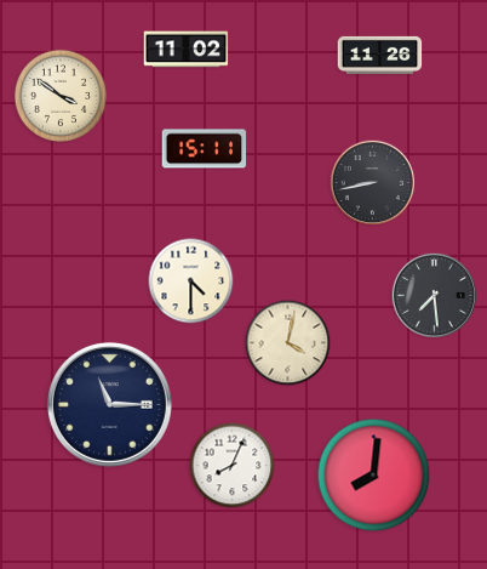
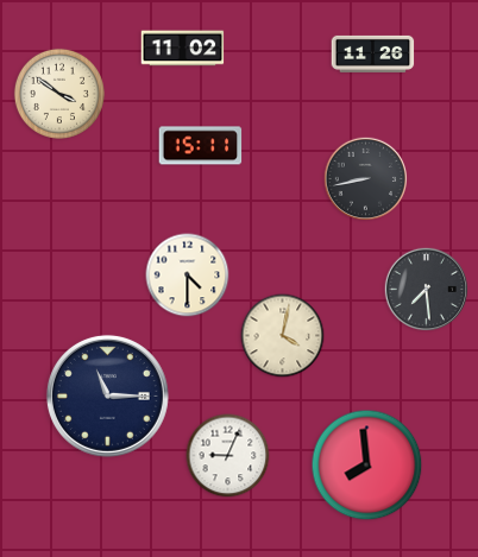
clock at (233, 466): 8:04 -> 9:04
clock at (374, 476): 8:01 -> 7:59
